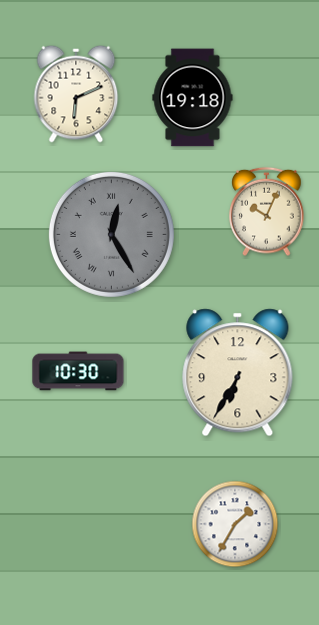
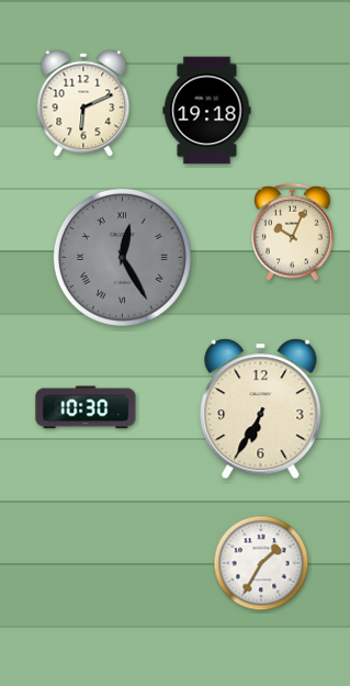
clock at (193, 98) position: (193, 98) -> (207, 111)
clock at (235, 524) position: (235, 524) -> (261, 563)
